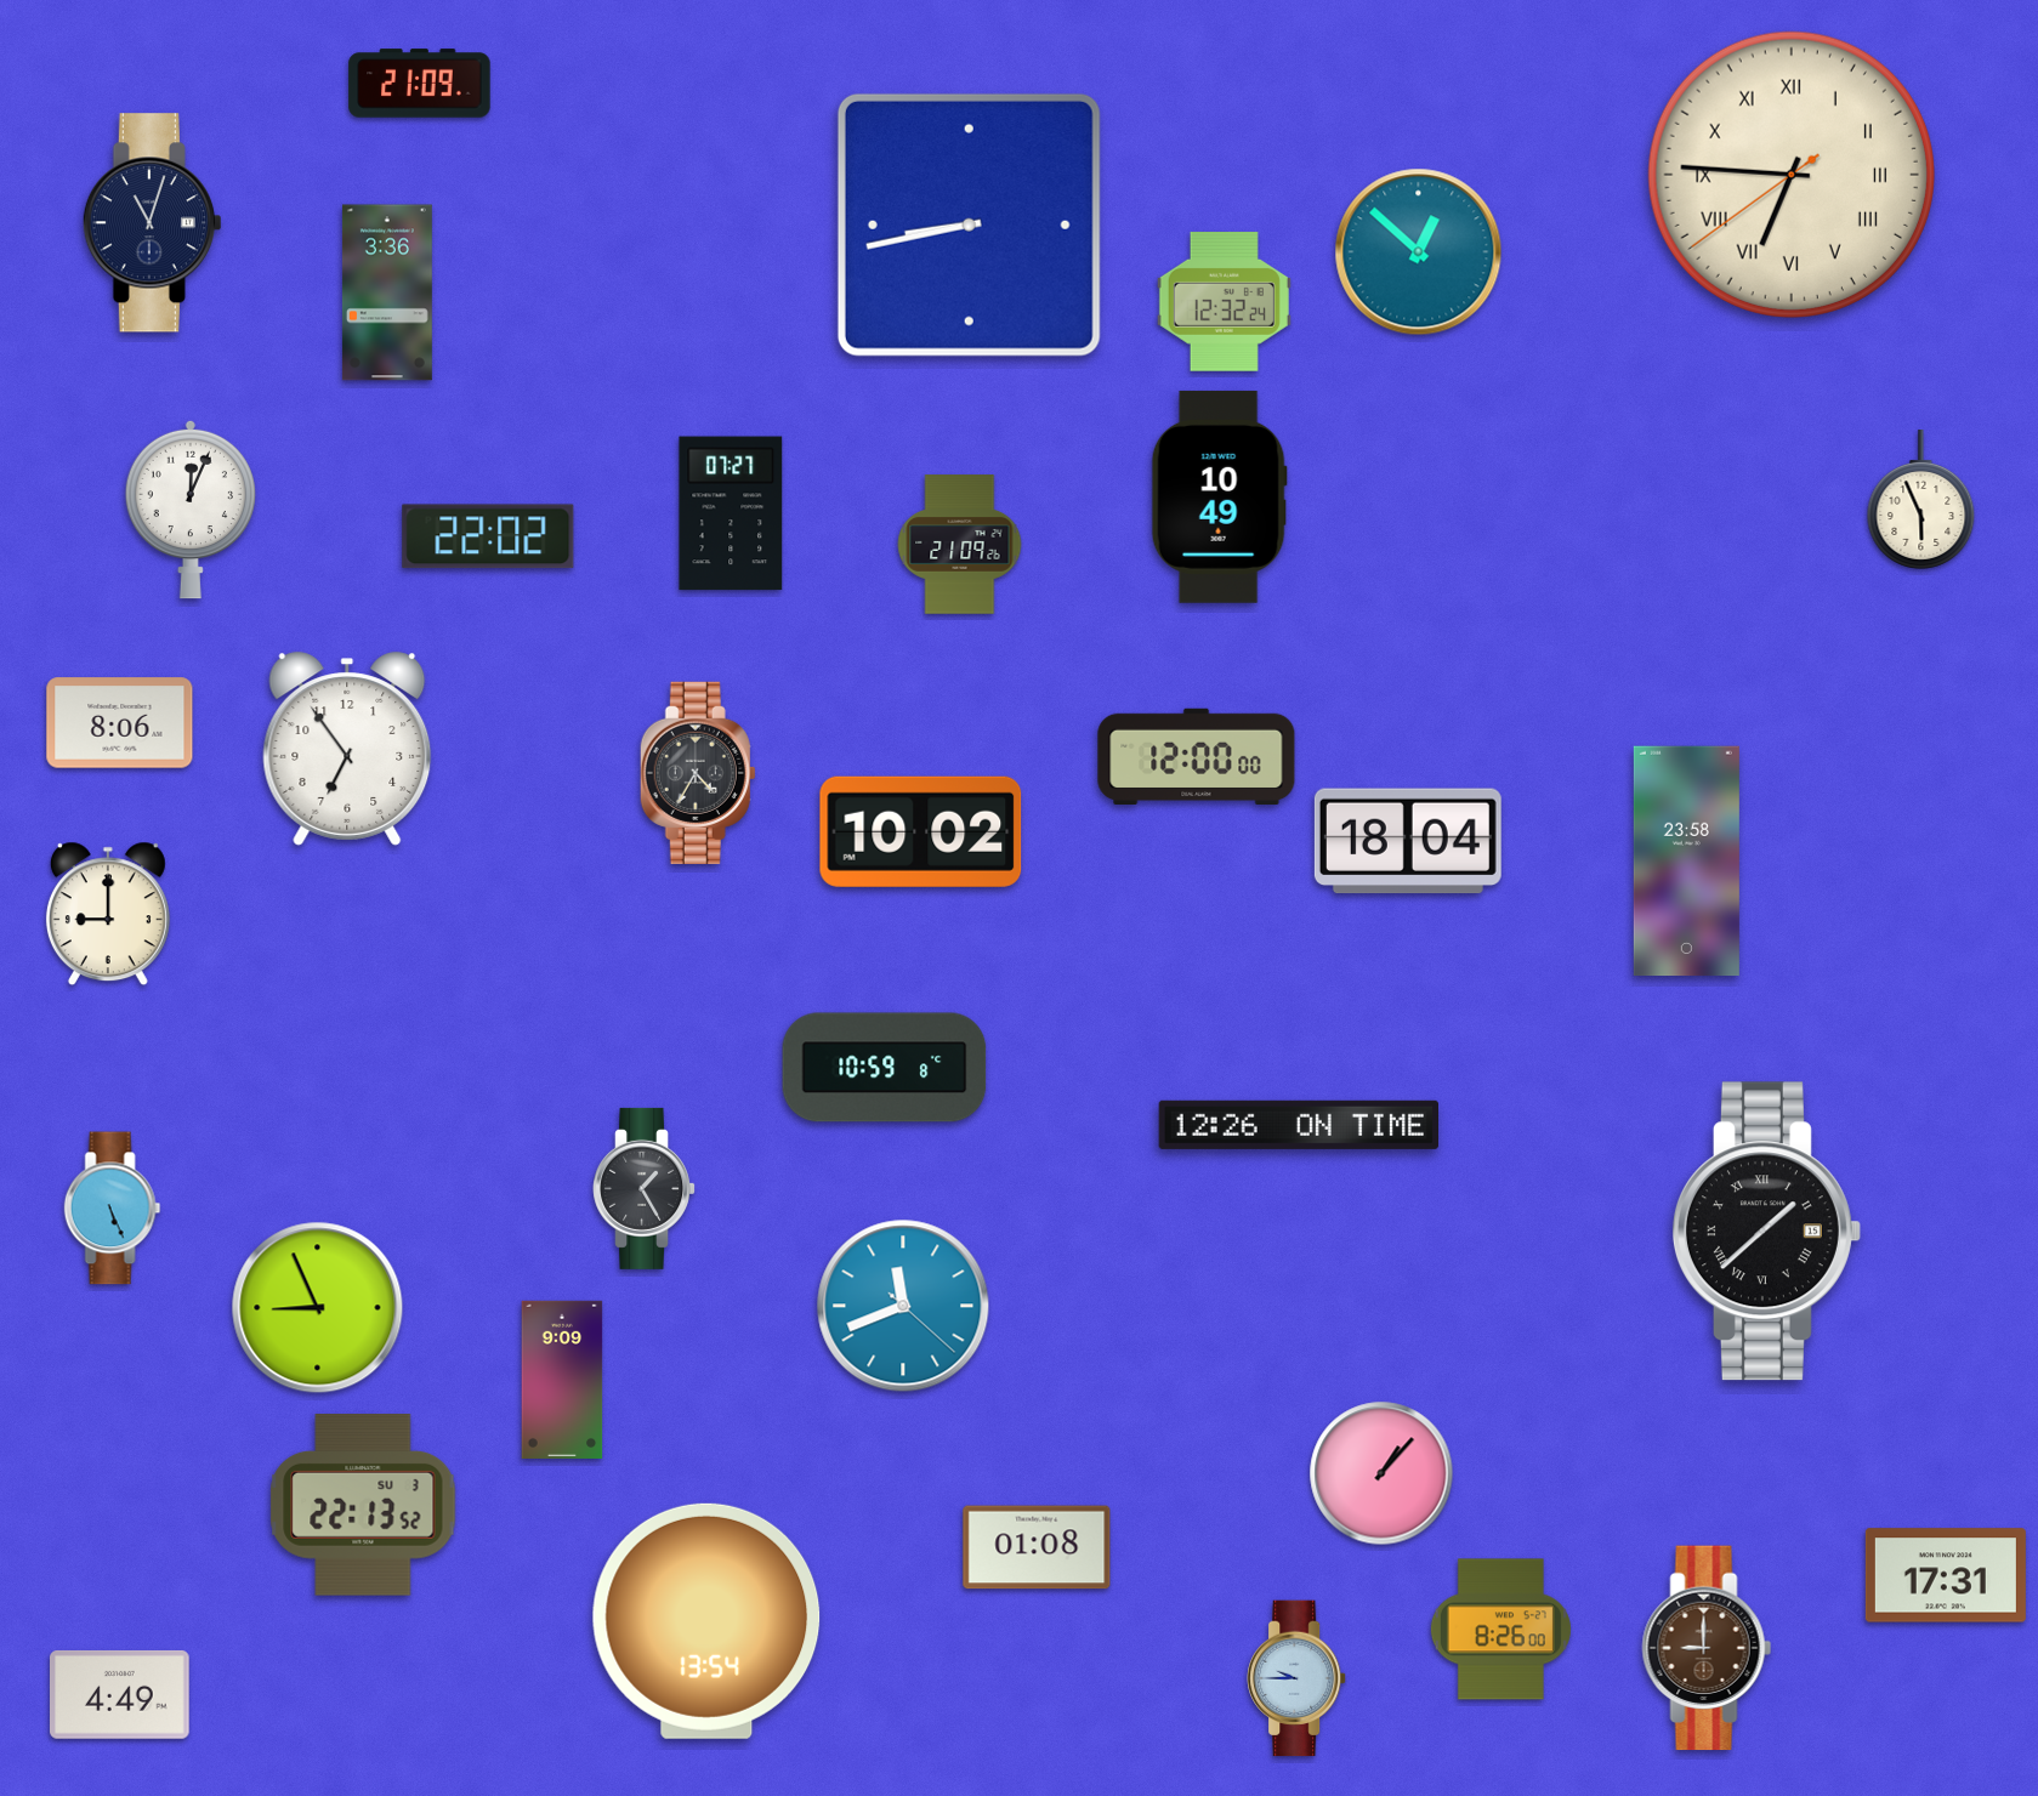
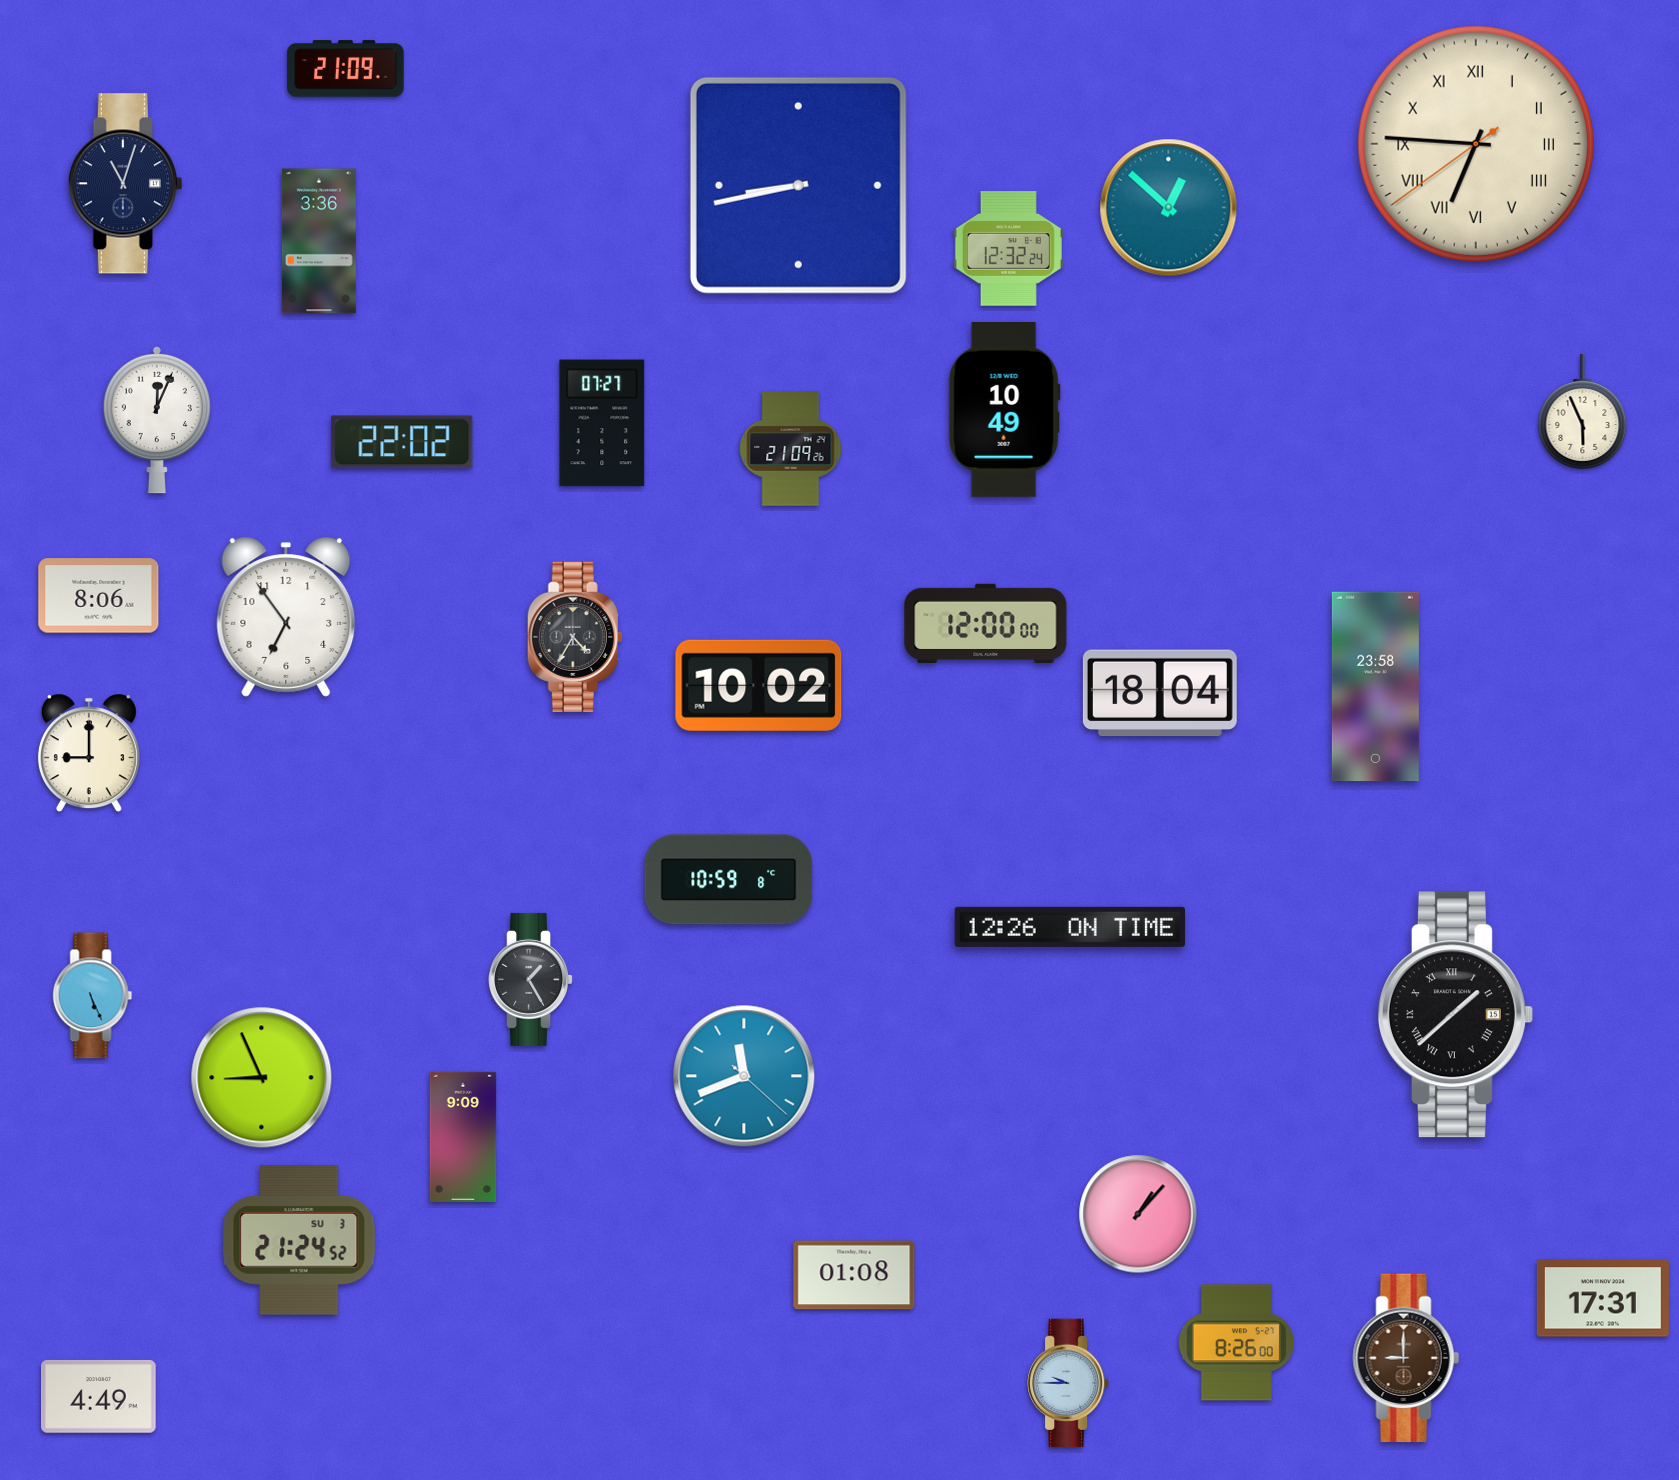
clock at (1686, 862) position: (1686, 862) -> (1375, 687)
clock at (363, 1505): 22:13 -> 21:24
clock at (706, 1621): 13:54 -> none
